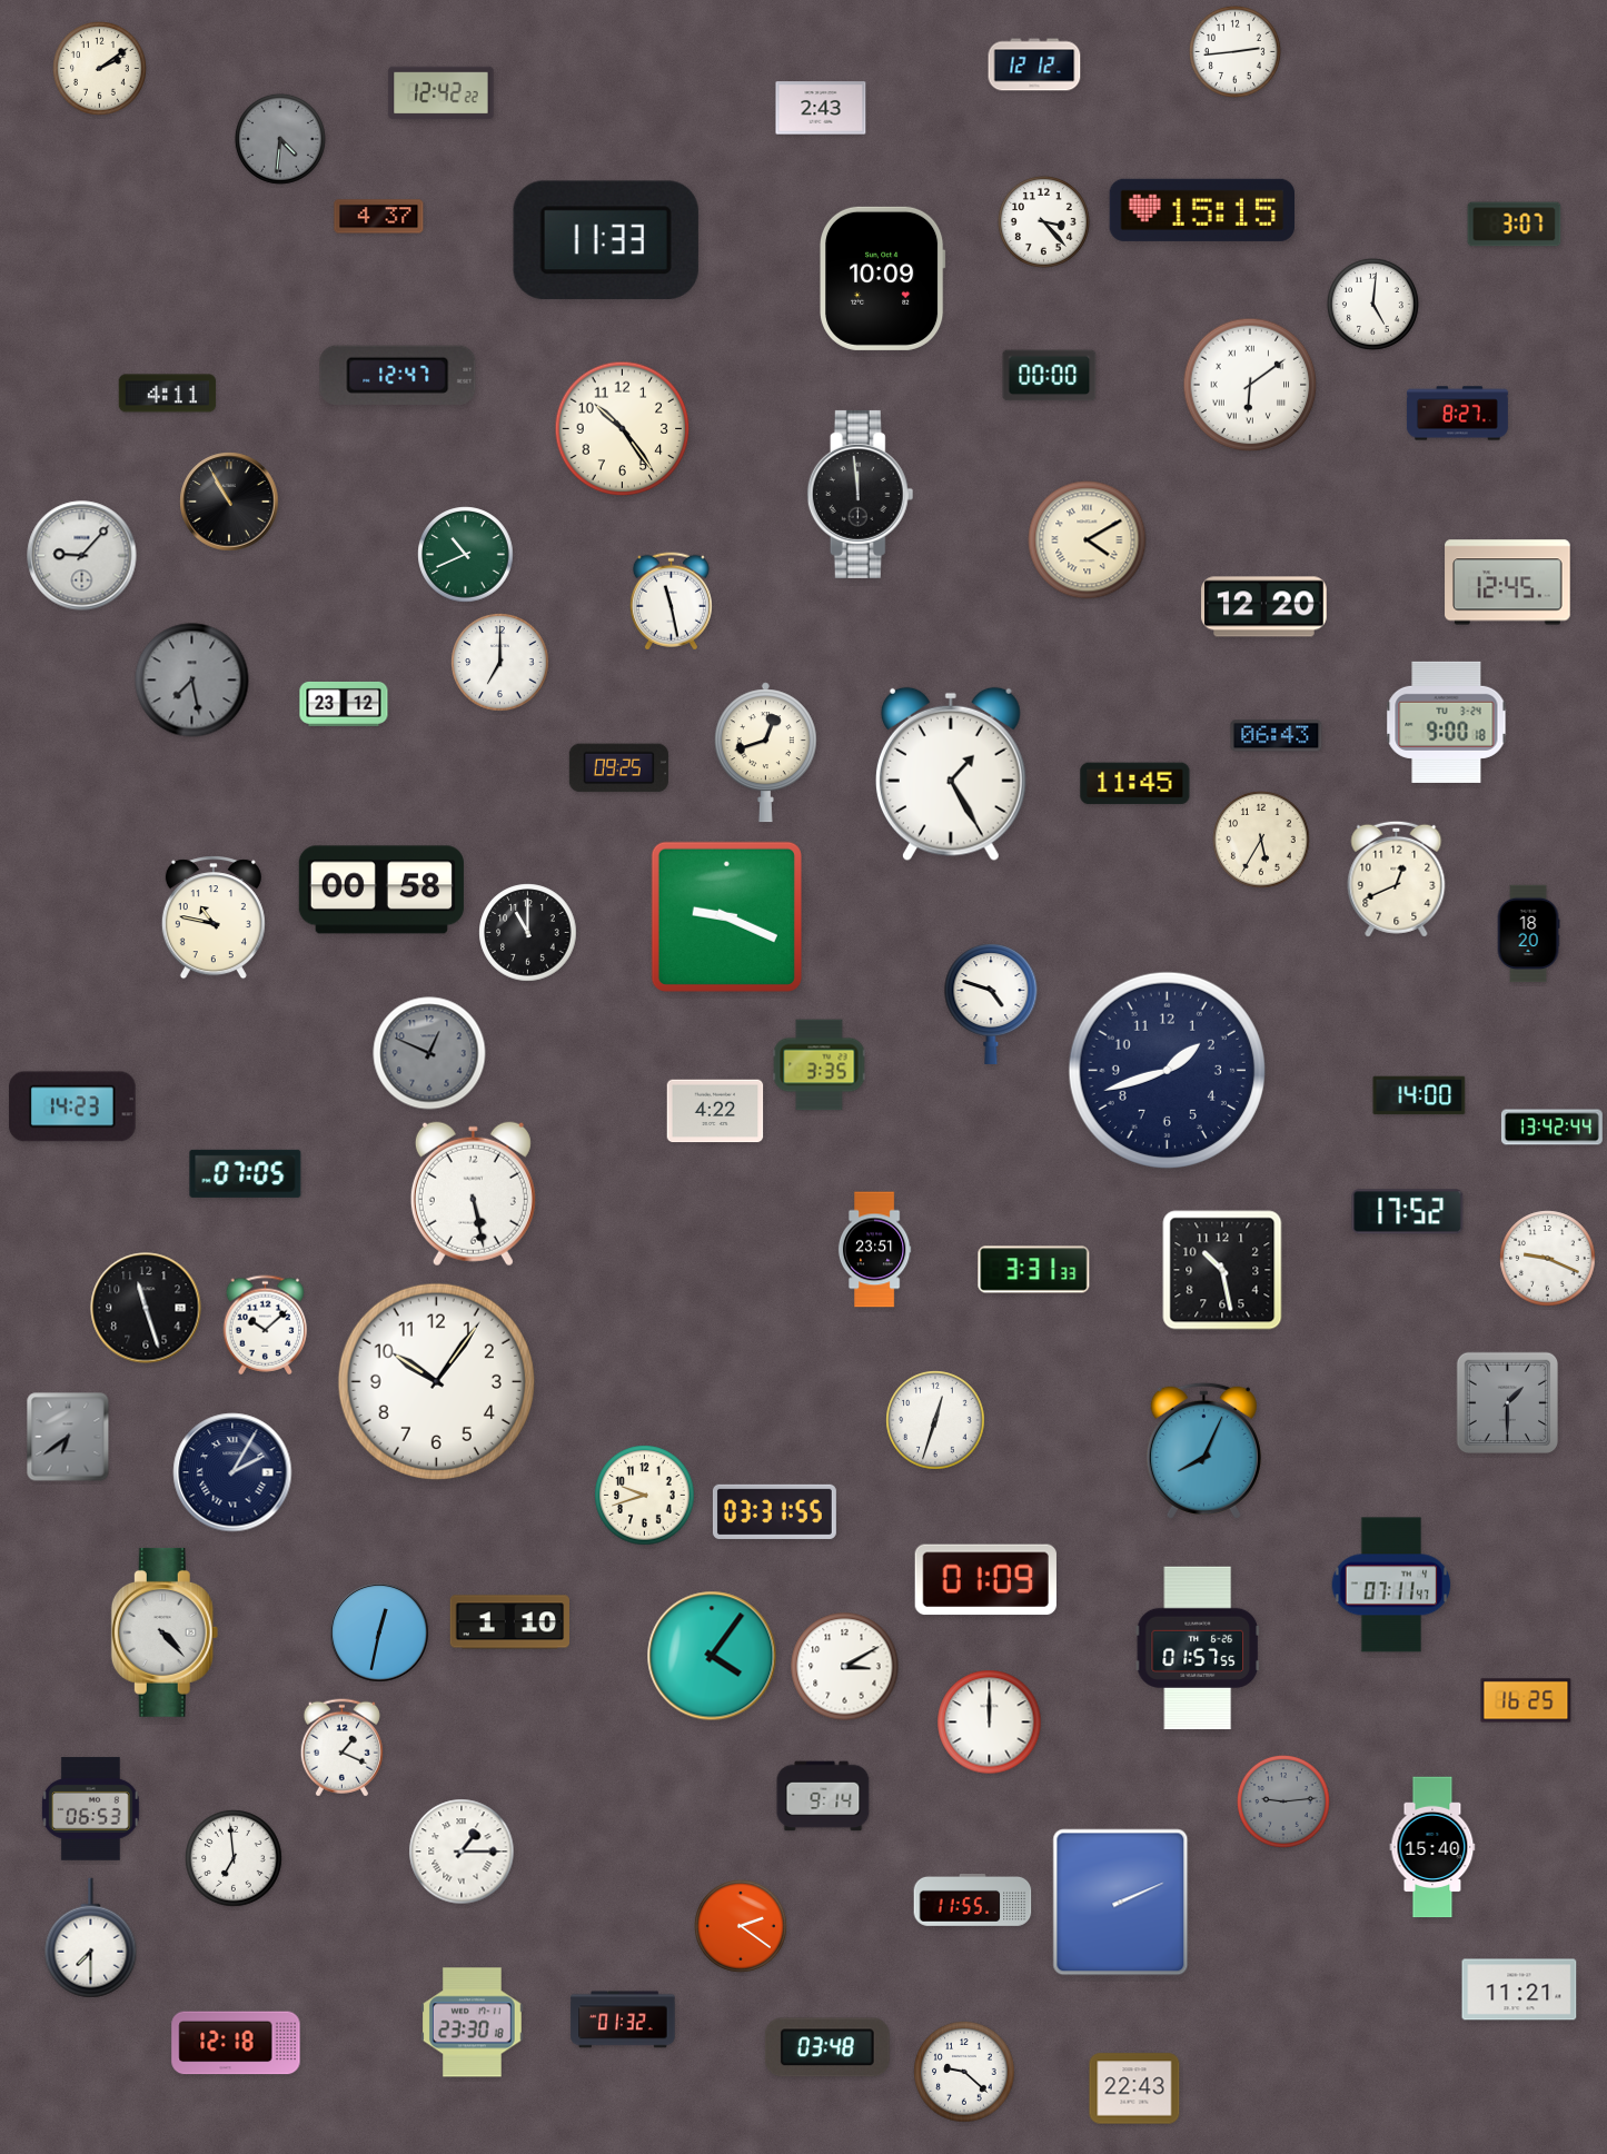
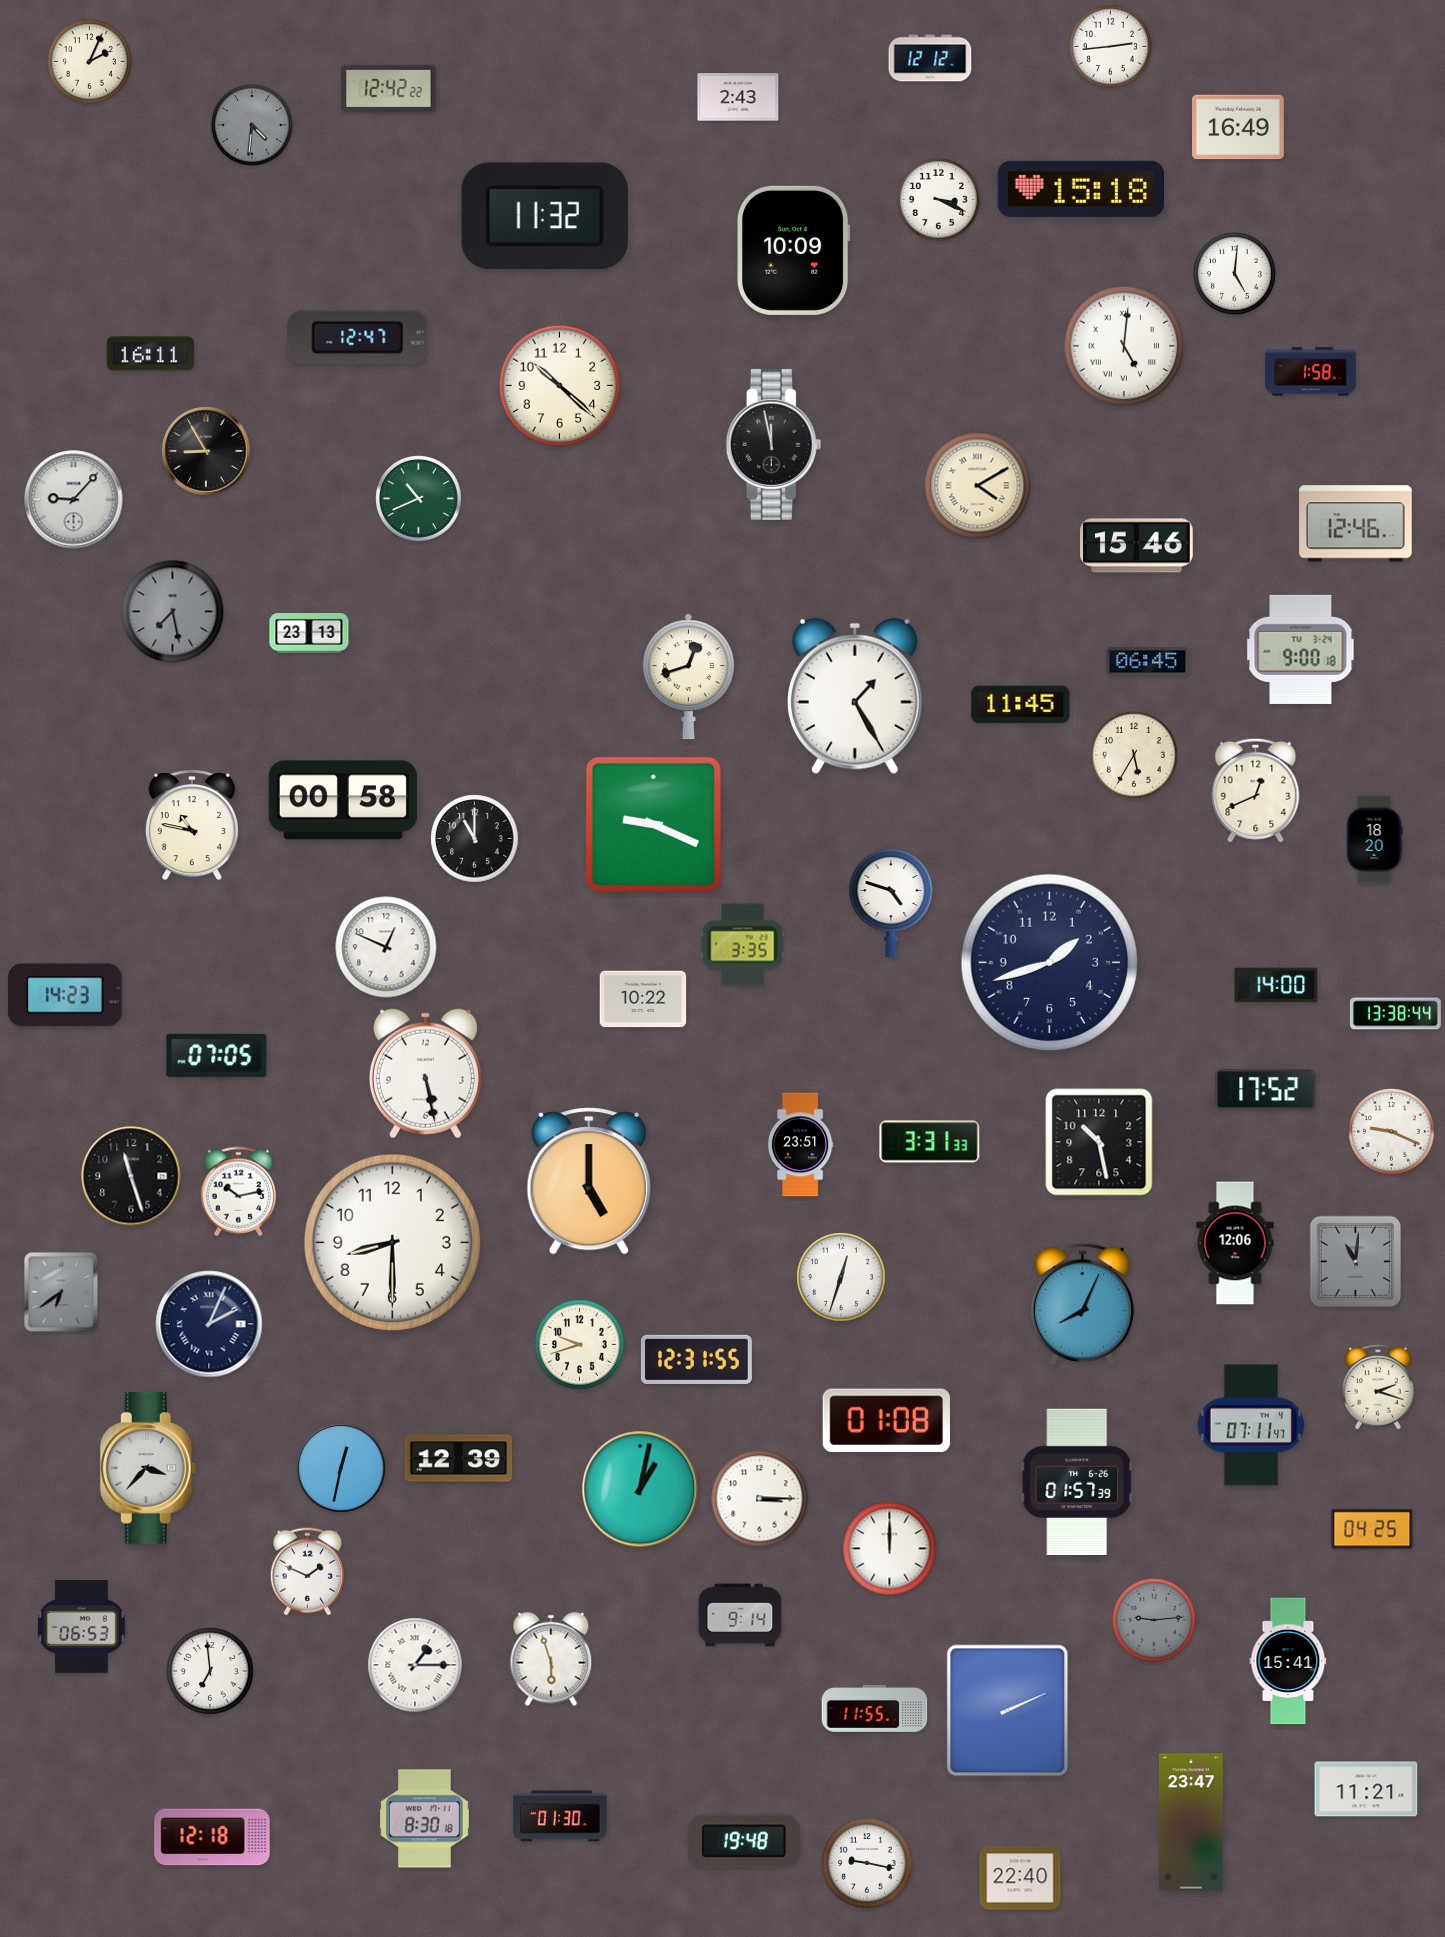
clock at (100, 69): 2:09 -> 2:04
clock at (442, 93) position: (442, 93) -> (389, 89)
clock at (1239, 127): none -> 16:49
clock at (1201, 210): 15:15 -> 15:18
clock at (379, 217): 4:37 -> none
clock at (1043, 221): 3:23 -> 3:19
clock at (1515, 225): 3:07 -> none
clock at (606, 240): 11:33 -> 11:32
clock at (1050, 376): 00:00 -> none
clock at (1250, 385): 6:09 -> 5:01
clock at (168, 394): 4:11 -> 16:11
clock at (1457, 414): 8:27 -> 1:58
clock at (623, 429): 10:24 -> 10:22
clock at (861, 494): 11:59 -> 11:58
clock at (229, 502): 10:55 -> 8:55
clock at (1508, 583): 12:45 -> 12:46
clock at (671, 602): 11:28 -> none
clock at (1264, 607): 12:20 -> 15:46
clock at (500, 663): 7:00 -> none
clock at (344, 704): 23:12 -> 23:13
clock at (1277, 736): 06:43 -> 06:45
clock at (618, 768): 09:25 -> none
clock at (429, 1053) dial: grey -> white
clock at (820, 1065) position: (820, 1065) -> (743, 945)
clock at (715, 1111): 4:22 -> 10:22
clock at (1551, 1128): 13:42 -> 13:38
clock at (246, 1173) position: (246, 1173) -> (217, 1055)
clock at (874, 1250) position: (874, 1250) -> (800, 1145)
clock at (589, 1181): none -> 5:00
clock at (266, 1326): 10:08 -> 10:13
clock at (436, 1381): 10:06 -> 8:30
clock at (1235, 1243): none -> 12:06
clock at (1507, 1402): 1:30 -> 11:01
clock at (232, 1472): 2:05 -> 2:04
clock at (774, 1511): 03:31 -> 12:31
clock at (1379, 1387): none -> 2:18
clock at (985, 1580): 01:09 -> 01:08
clock at (509, 1622): 1:10 -> 12:39
clock at (165, 1632): 4:23 -> 3:37
clock at (1197, 1648): 01:57:55 -> 01:57:39
clock at (712, 1656): 4:06 -> 1:02
clock at (845, 1667): 3:10 -> 3:15
clock at (1526, 1700): 16:25 -> 04:25
clock at (341, 1748): 1:19 -> 1:49
clock at (551, 1659): none -> 5:57
clock at (1432, 1847): 15:40 -> 15:41
clock at (741, 1926): 2:21 -> none
clock at (91, 1938): 7:30 -> none
clock at (623, 2019): 01:32 -> 01:30
clock at (473, 2023): 23:30 -> 8:30
clock at (1191, 1822): none -> 23:47
clock at (827, 2047): 03:48 -> 19:48
clock at (964, 2072): 9:22 -> 9:17
clock at (1134, 2088): 22:43 -> 22:40
